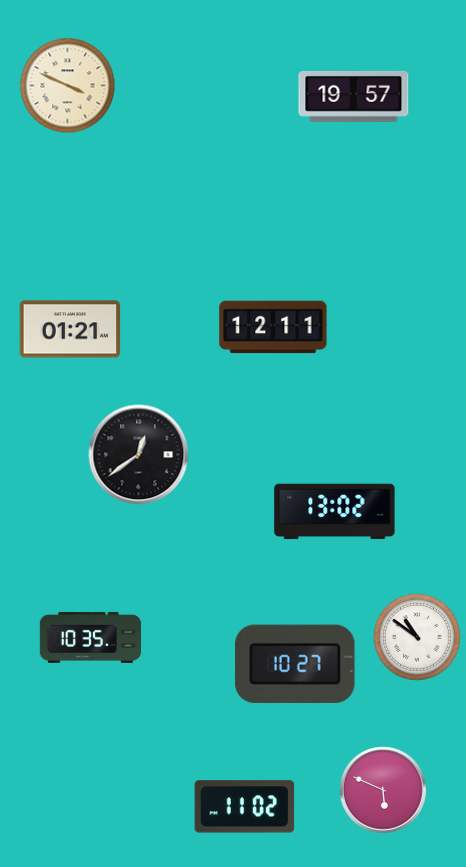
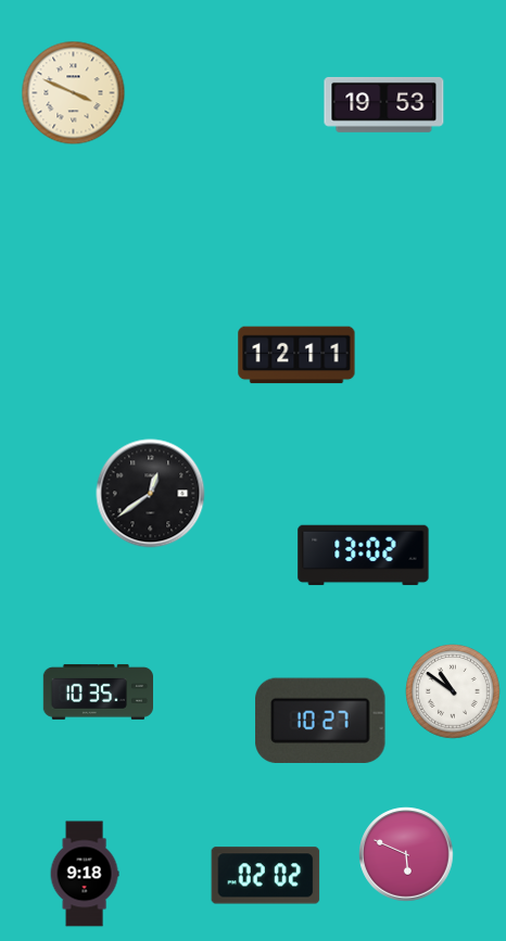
clock at (354, 96): 19:57 -> 19:53
clock at (70, 329): 01:21 -> none
clock at (383, 790) position: (383, 790) -> (406, 854)
clock at (85, 874): none -> 9:18
clock at (245, 807): 11:02 -> 02:02
